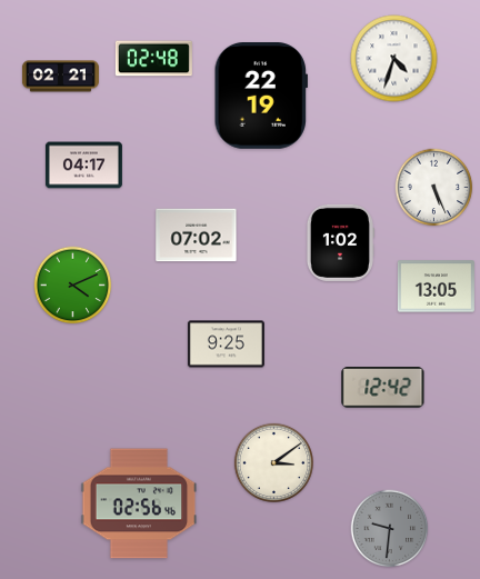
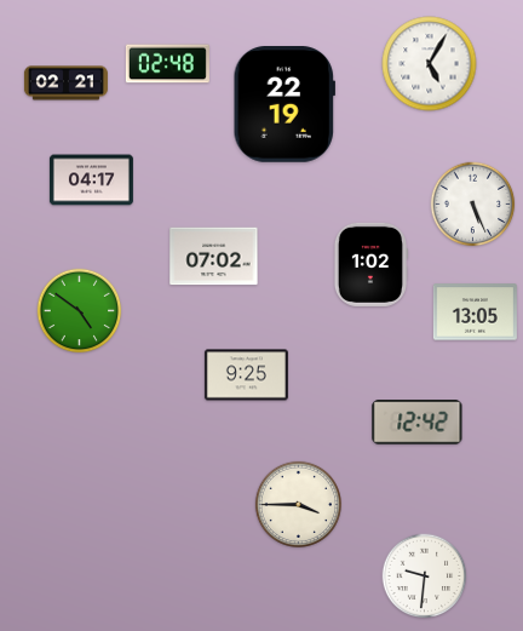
clock at (394, 59): 4:33 -> 5:05
clock at (73, 286): 4:11 -> 4:51
clock at (273, 462): 3:09 -> 3:45
clock at (139, 503): 02:56 -> none
clock at (390, 529) dial: grey -> white
